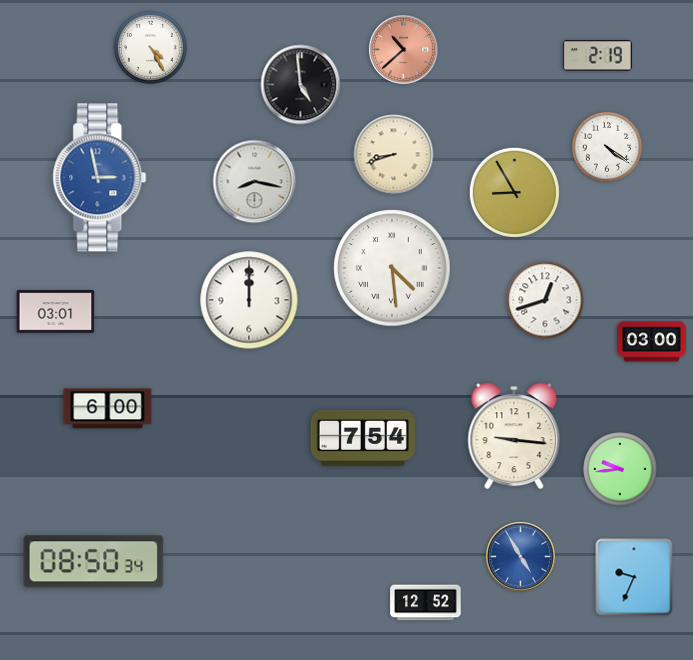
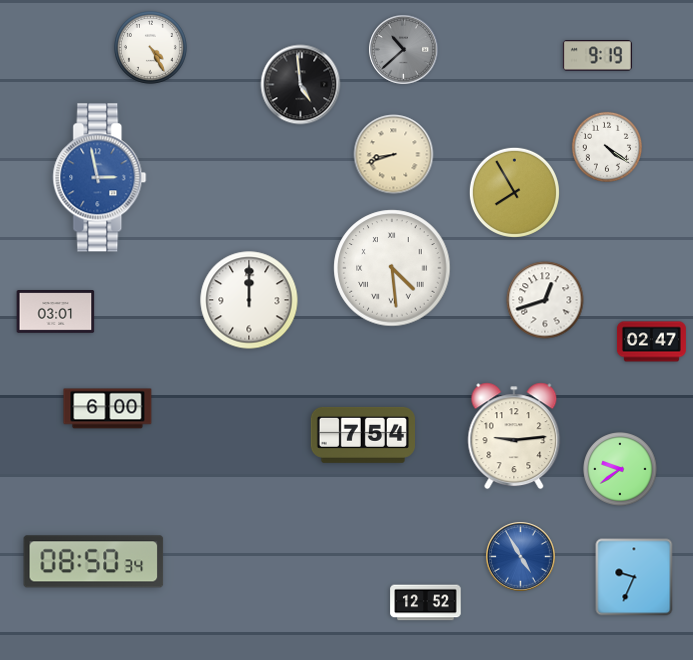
clock at (404, 50) dial: salmon -> grey
clock at (597, 56): 2:19 -> 9:19
clock at (255, 182): 8:17 -> none
clock at (514, 192): 8:55 -> 7:55
clock at (651, 342): 03:00 -> 02:47
clock at (514, 436): 9:16 -> 9:14
clock at (362, 438) position: (362, 438) -> (362, 435)
clock at (620, 469): 9:44 -> 9:39
